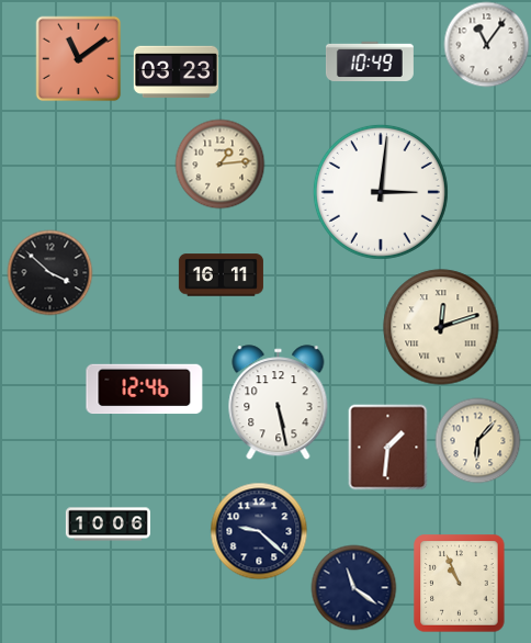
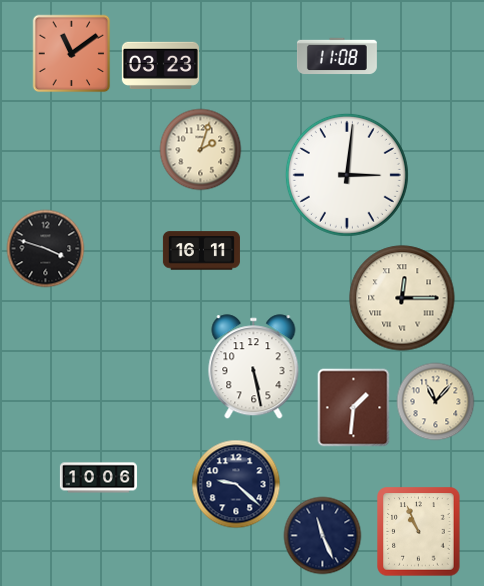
clock at (486, 44): 11:06 -> none
clock at (370, 61): 10:49 -> 11:08
clock at (219, 163): 1:14 -> 2:03
clock at (49, 272): 3:52 -> 3:48
clock at (441, 327): 12:12 -> 12:15
clock at (145, 390): 12:46 -> none
clock at (477, 440): 6:07 -> 11:07
clock at (353, 587): 11:21 -> 11:26
